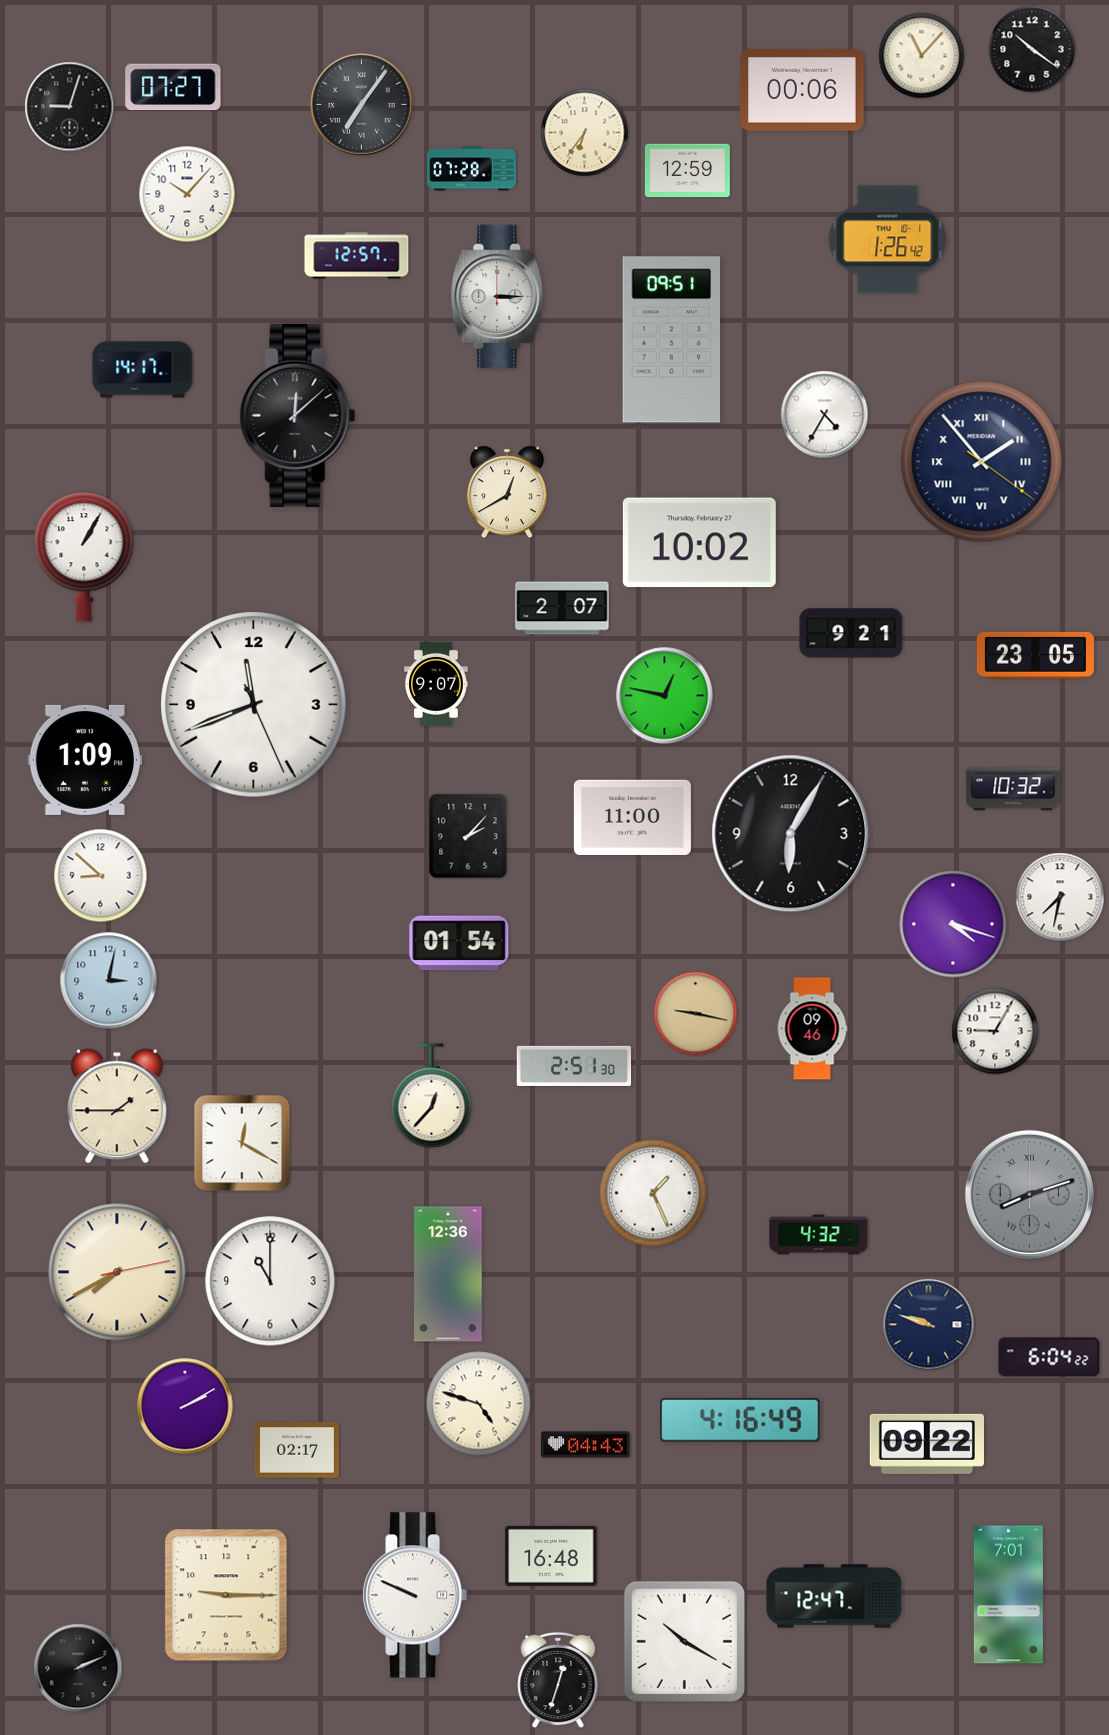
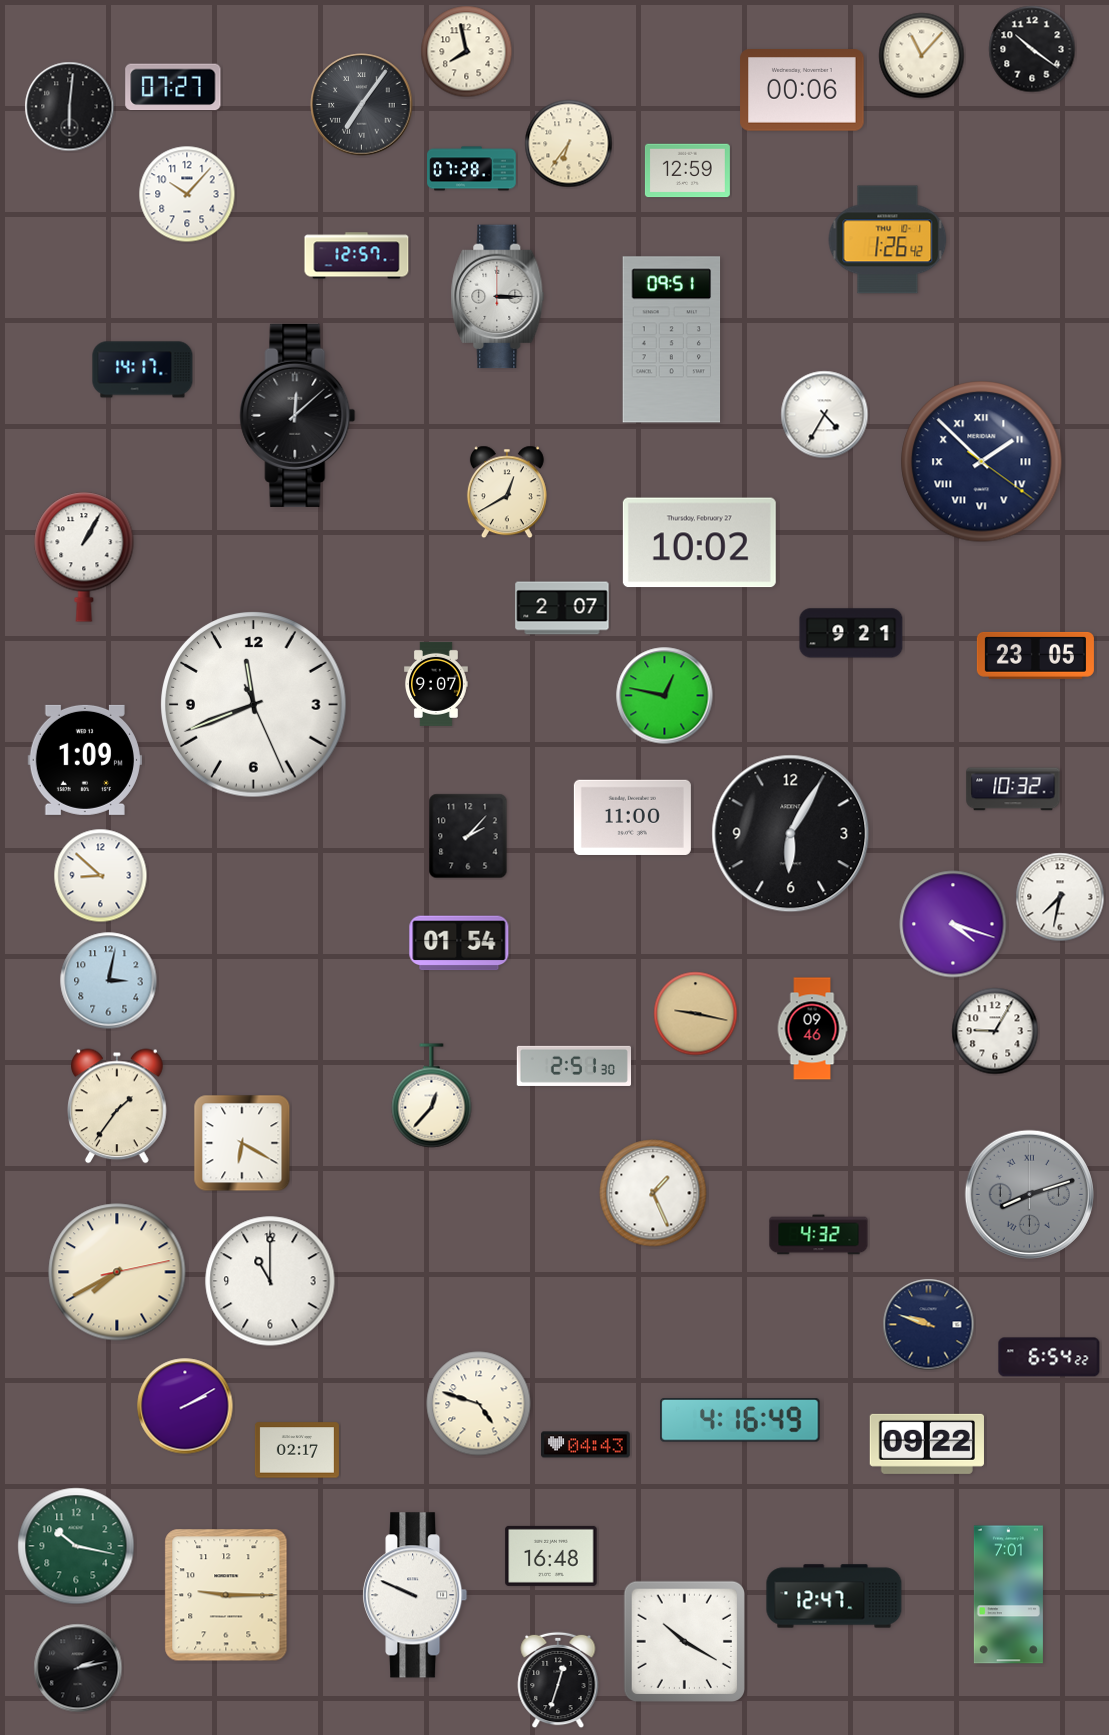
clock at (467, 52): none -> 7:58
clock at (70, 107): 9:03 -> 6:01
clock at (585, 133) position: (585, 133) -> (569, 144)
clock at (982, 462): 1:53 -> 1:52
clock at (118, 1106): 1:45 -> 1:36
clock at (242, 1143): 12:20 -> 6:20
clock at (448, 1274): 12:36 -> none
clock at (1049, 1357): 6:04 -> 6:54
clock at (76, 1546): none -> 10:17
clock at (78, 1668): 2:11 -> 2:13
